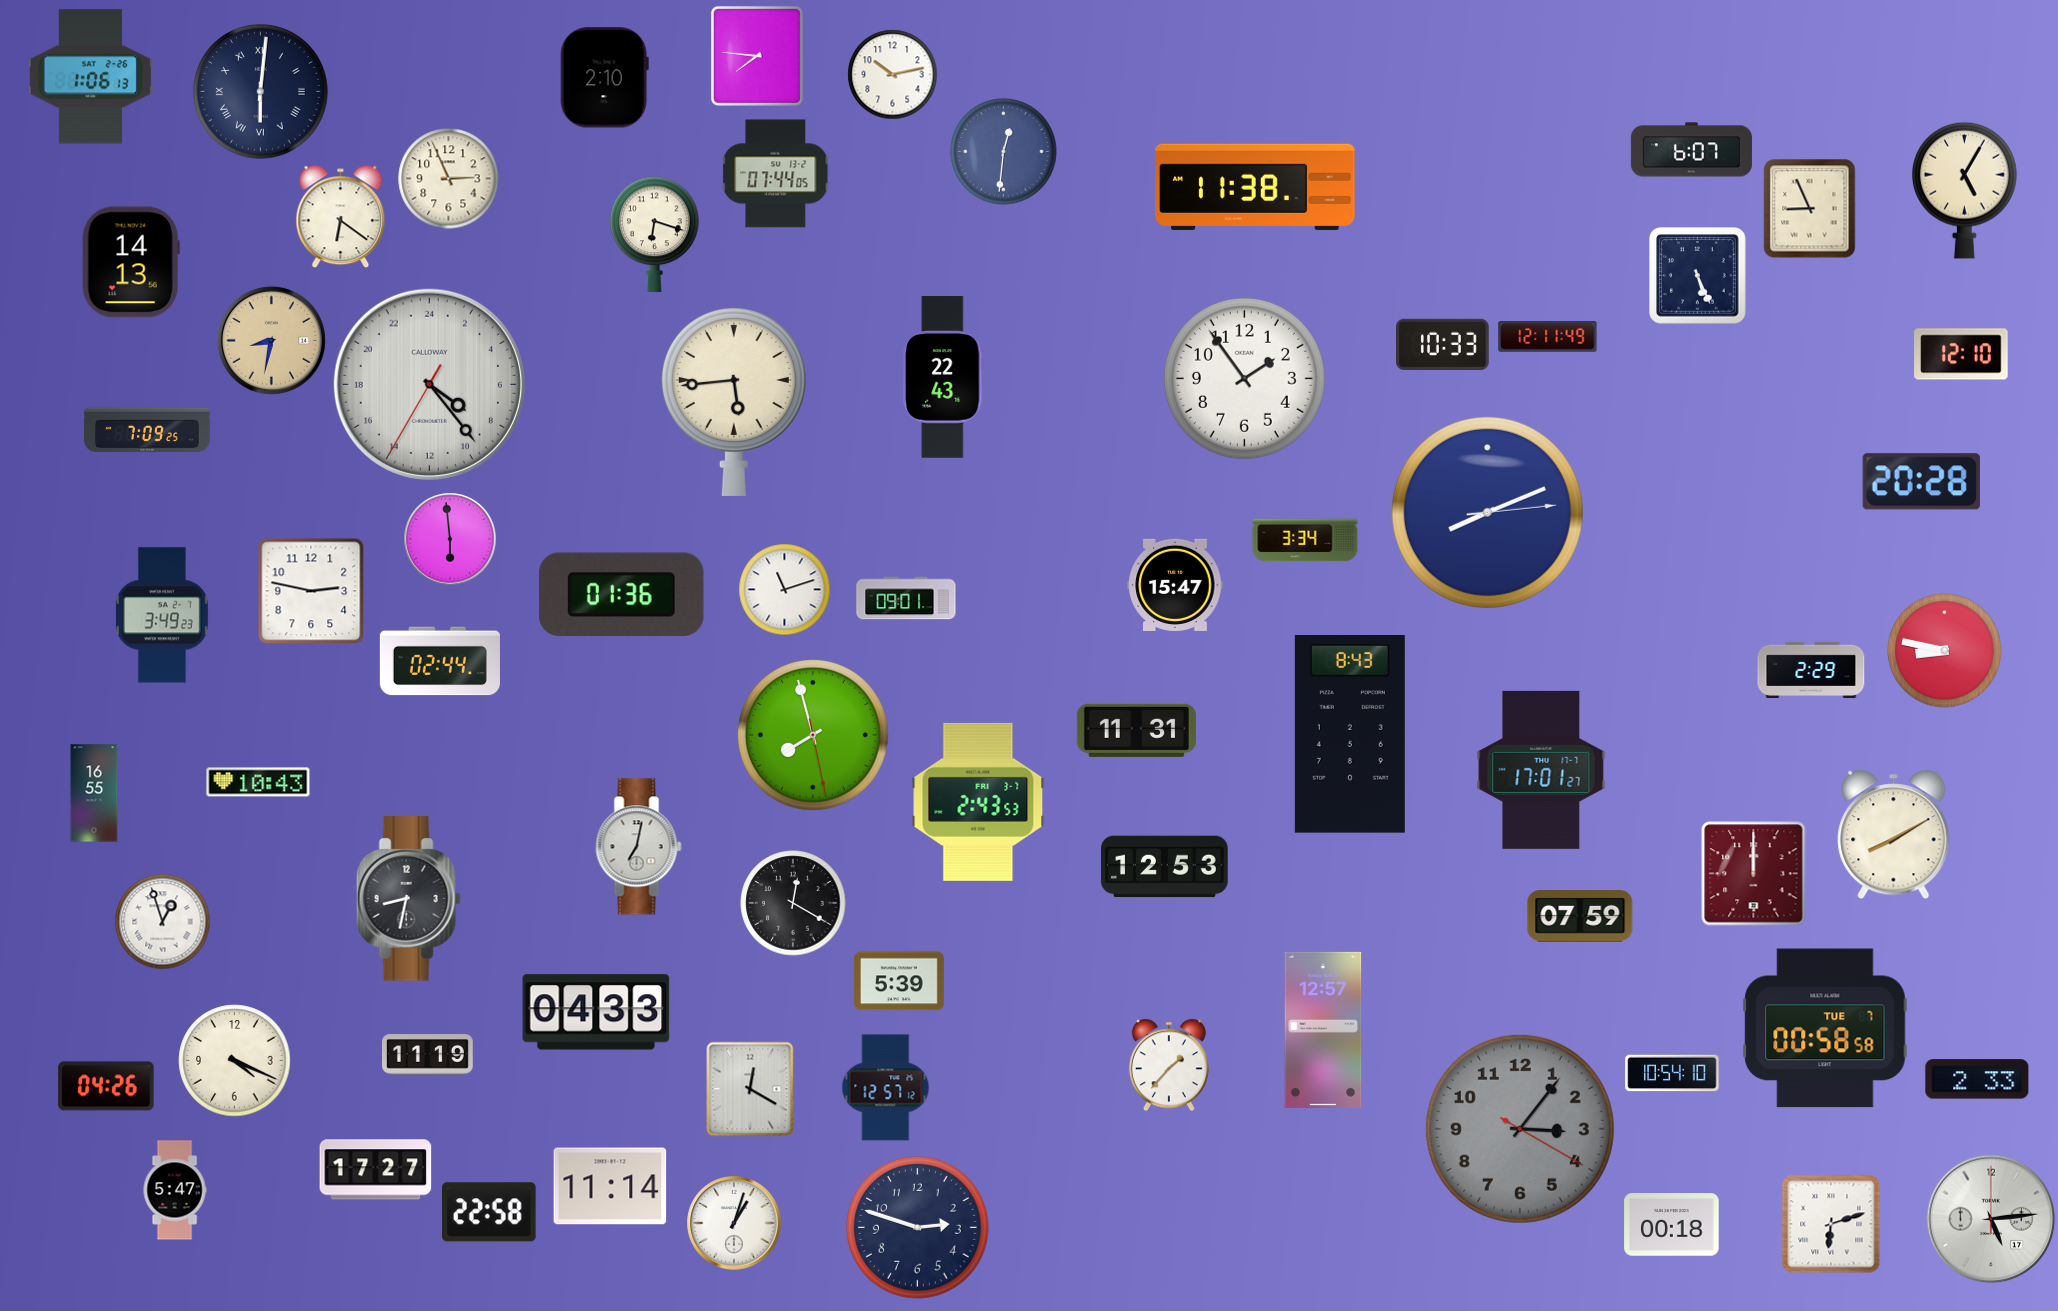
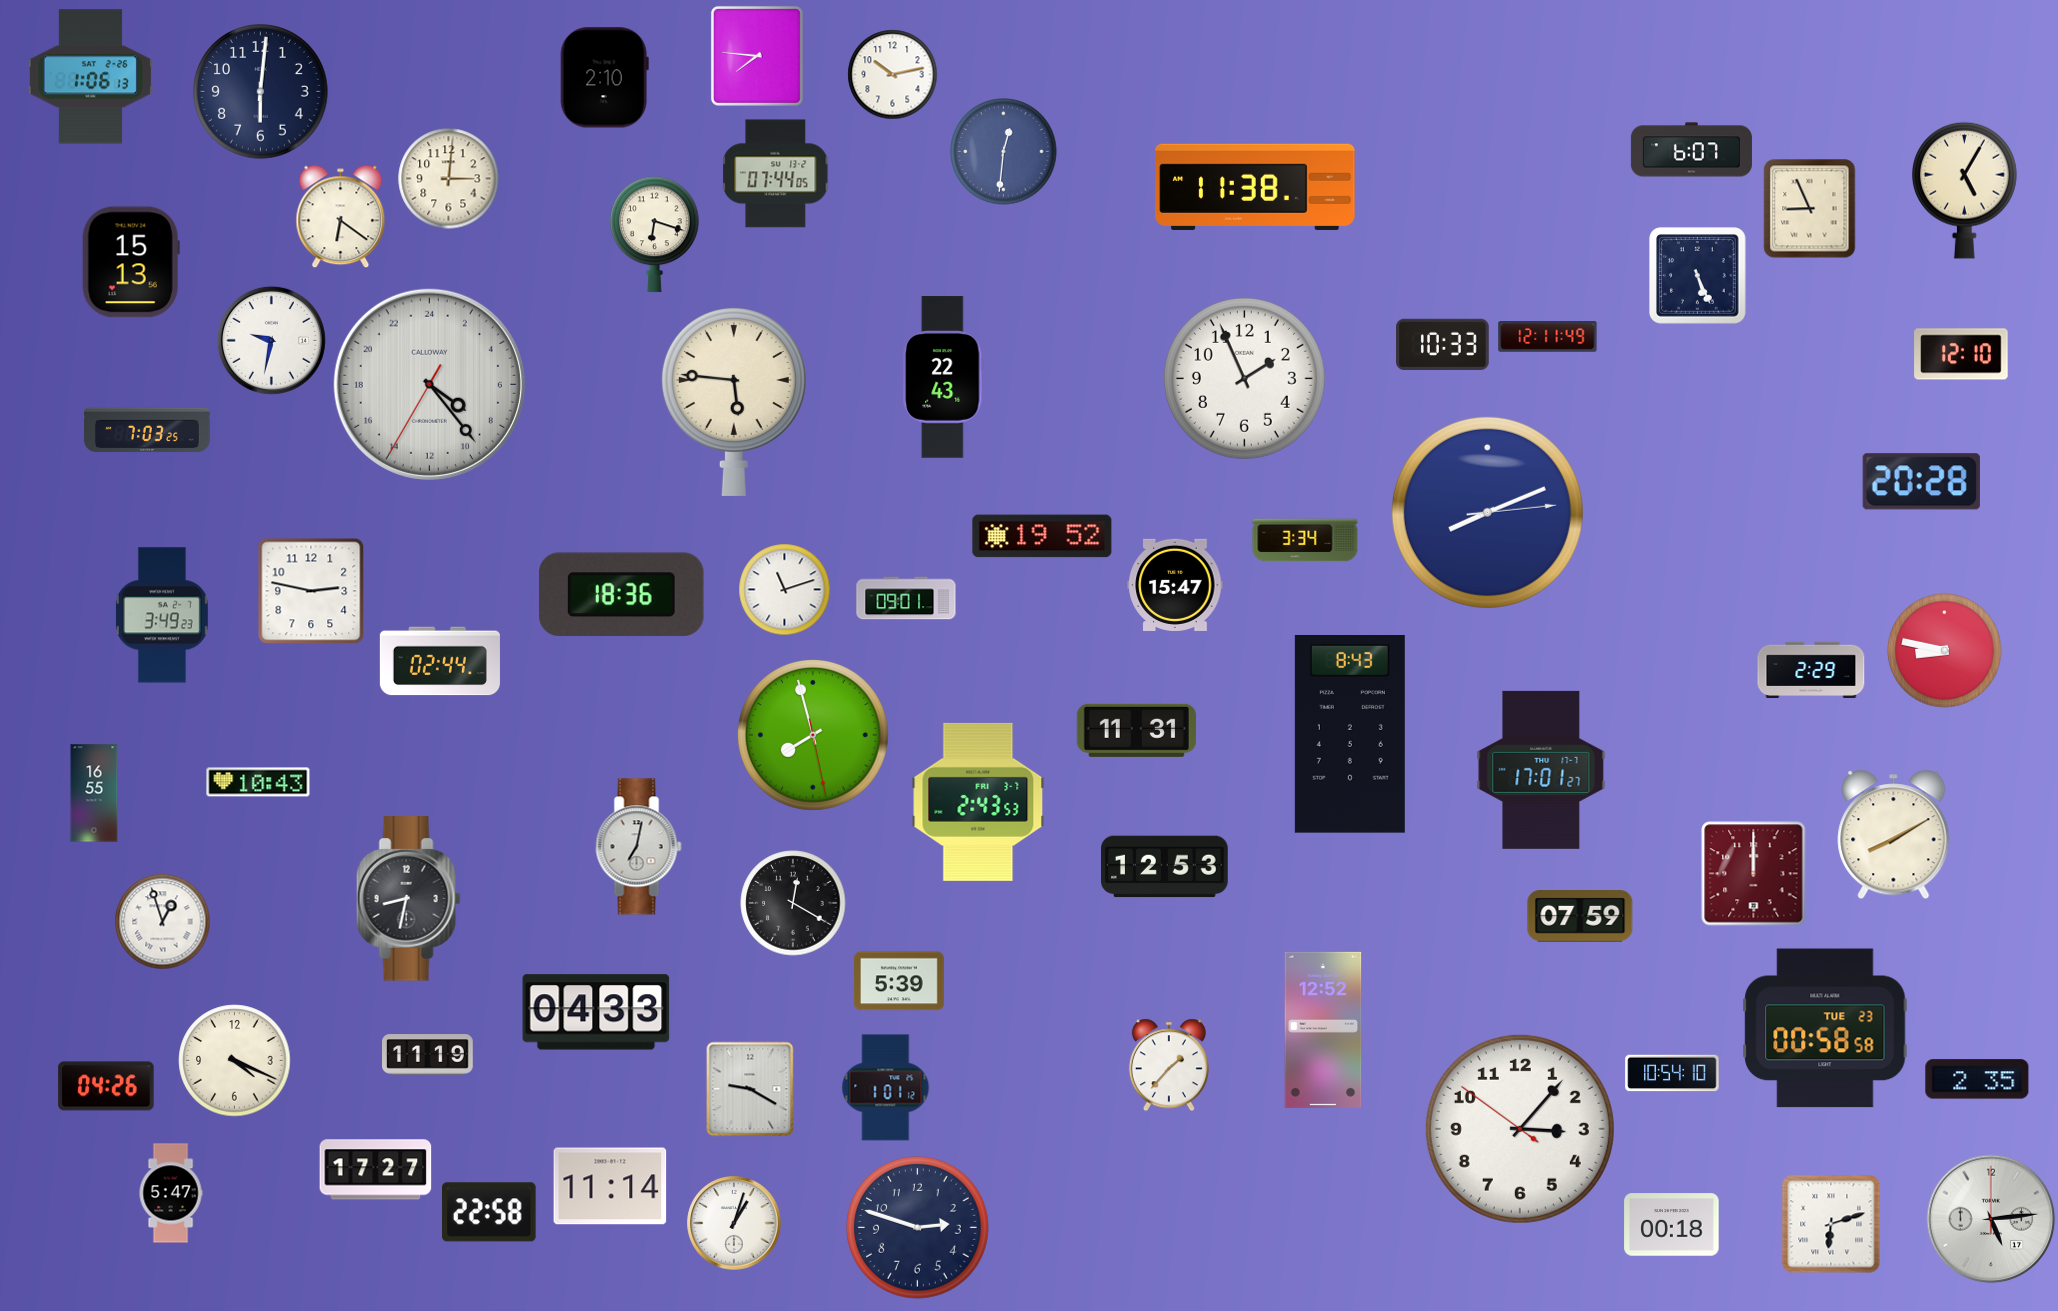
clock at (261, 92) numerals: Roman -> Arabic
clock at (449, 179): 2:56 -> 3:01
clock at (131, 262): 14:13 -> 15:13
clock at (271, 340): 8:32 -> 9:32
clock at (271, 340) dial: champagne -> white
clock at (1244, 378): 1:54 -> 1:56
clock at (734, 402): 5:44 -> 5:46
clock at (147, 430): 7:09 -> 7:03
clock at (1042, 536): none -> 19:52
clock at (450, 539): 5:59 -> none
clock at (621, 594): 01:36 -> 18:36
clock at (1825, 1028) date: TUE 7 -> TUE 23
clock at (1323, 1030): 12:57 -> 12:52
clock at (1977, 1079): 2:33 -> 2:35
clock at (886, 1088): 12:57 -> 1:01
clock at (750, 1089): 12:20 -> 9:20
clock at (1520, 1129): 3:06:20 -> 3:06:51
clock at (1520, 1129) dial: grey -> white
clock at (175, 1190) position: (175, 1190) -> (171, 1193)
